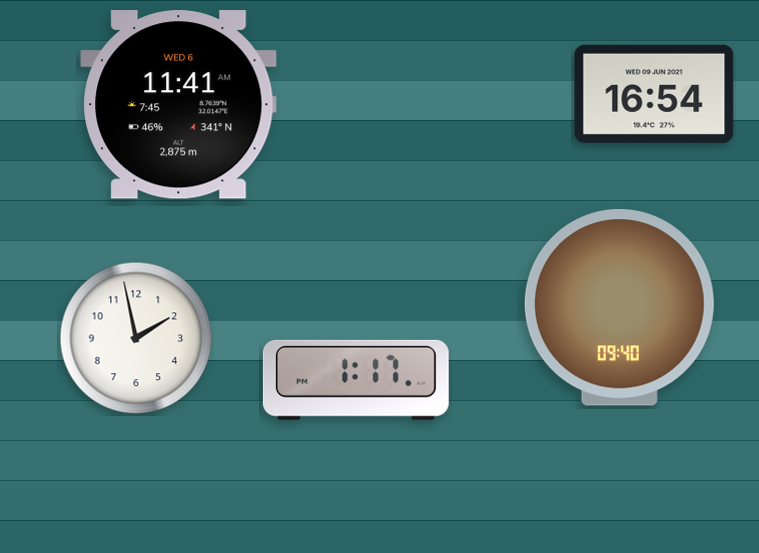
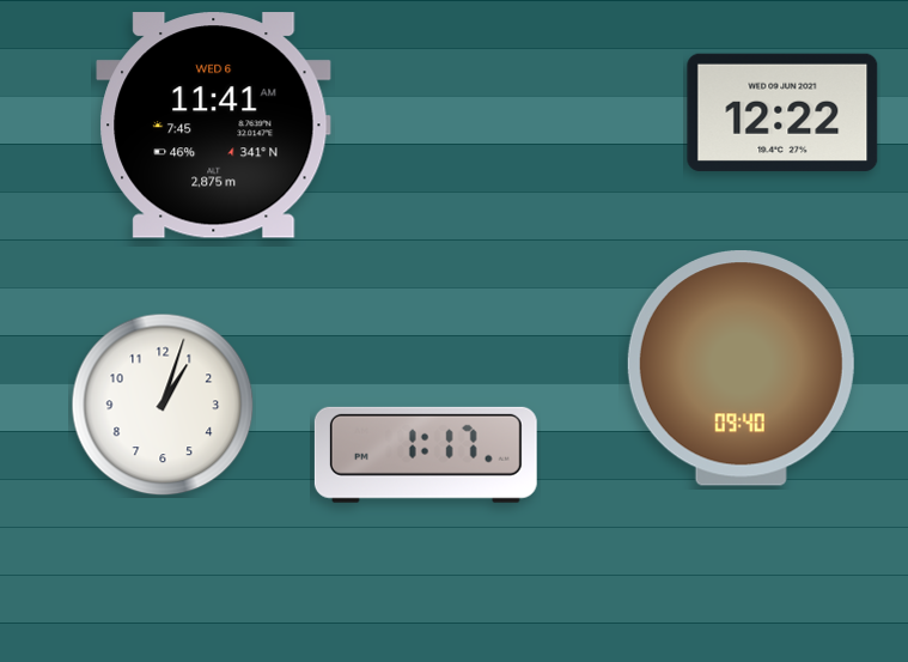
clock at (654, 94): 16:54 -> 12:22
clock at (136, 338): 1:58 -> 1:03
